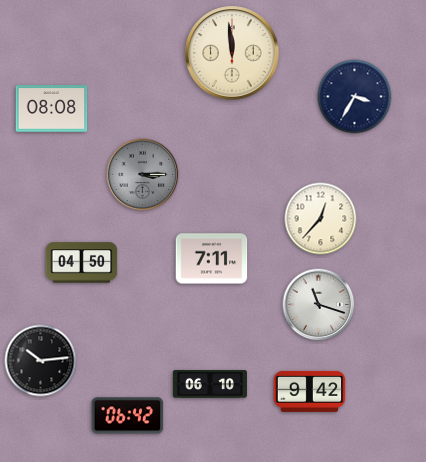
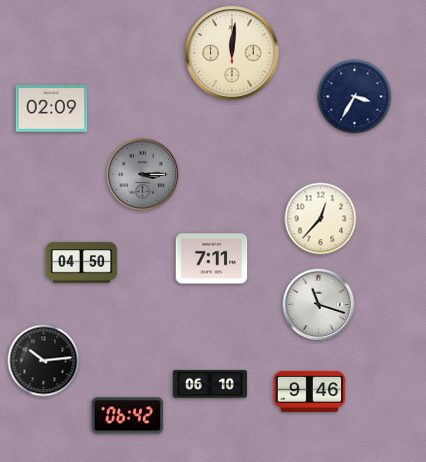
clock at (232, 53): 11:59 -> 12:01
clock at (52, 109): 08:08 -> 02:09
clock at (41, 361) position: (41, 361) -> (44, 361)
clock at (310, 391): 9:42 -> 9:46
